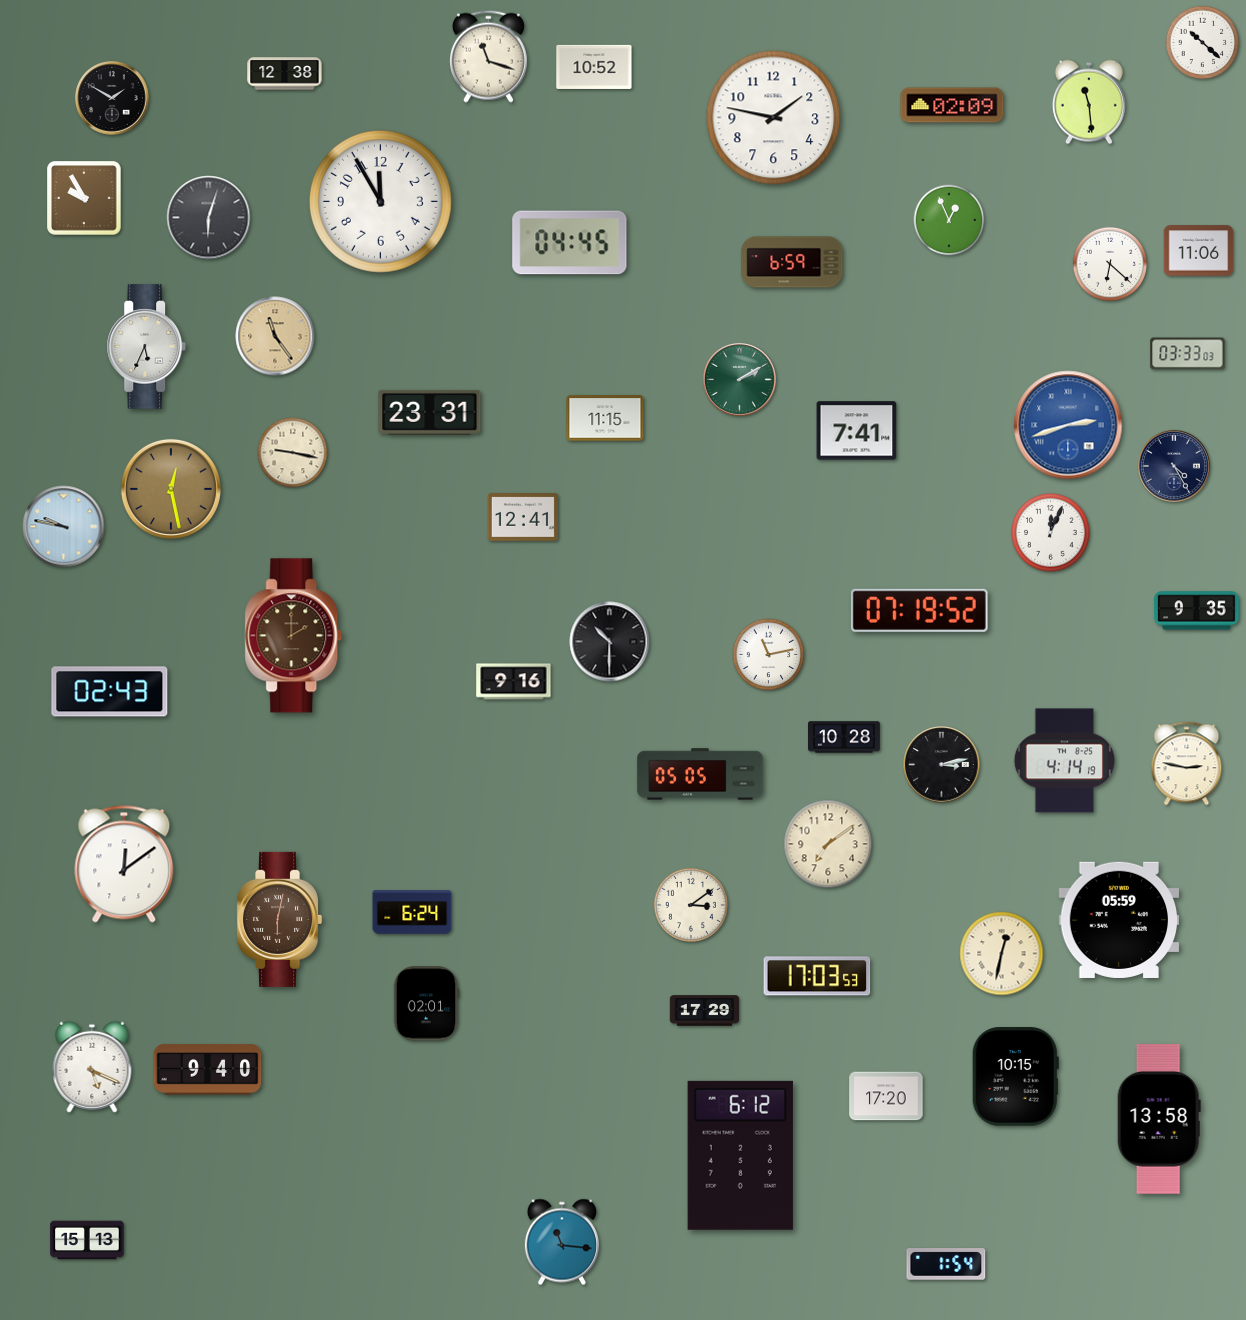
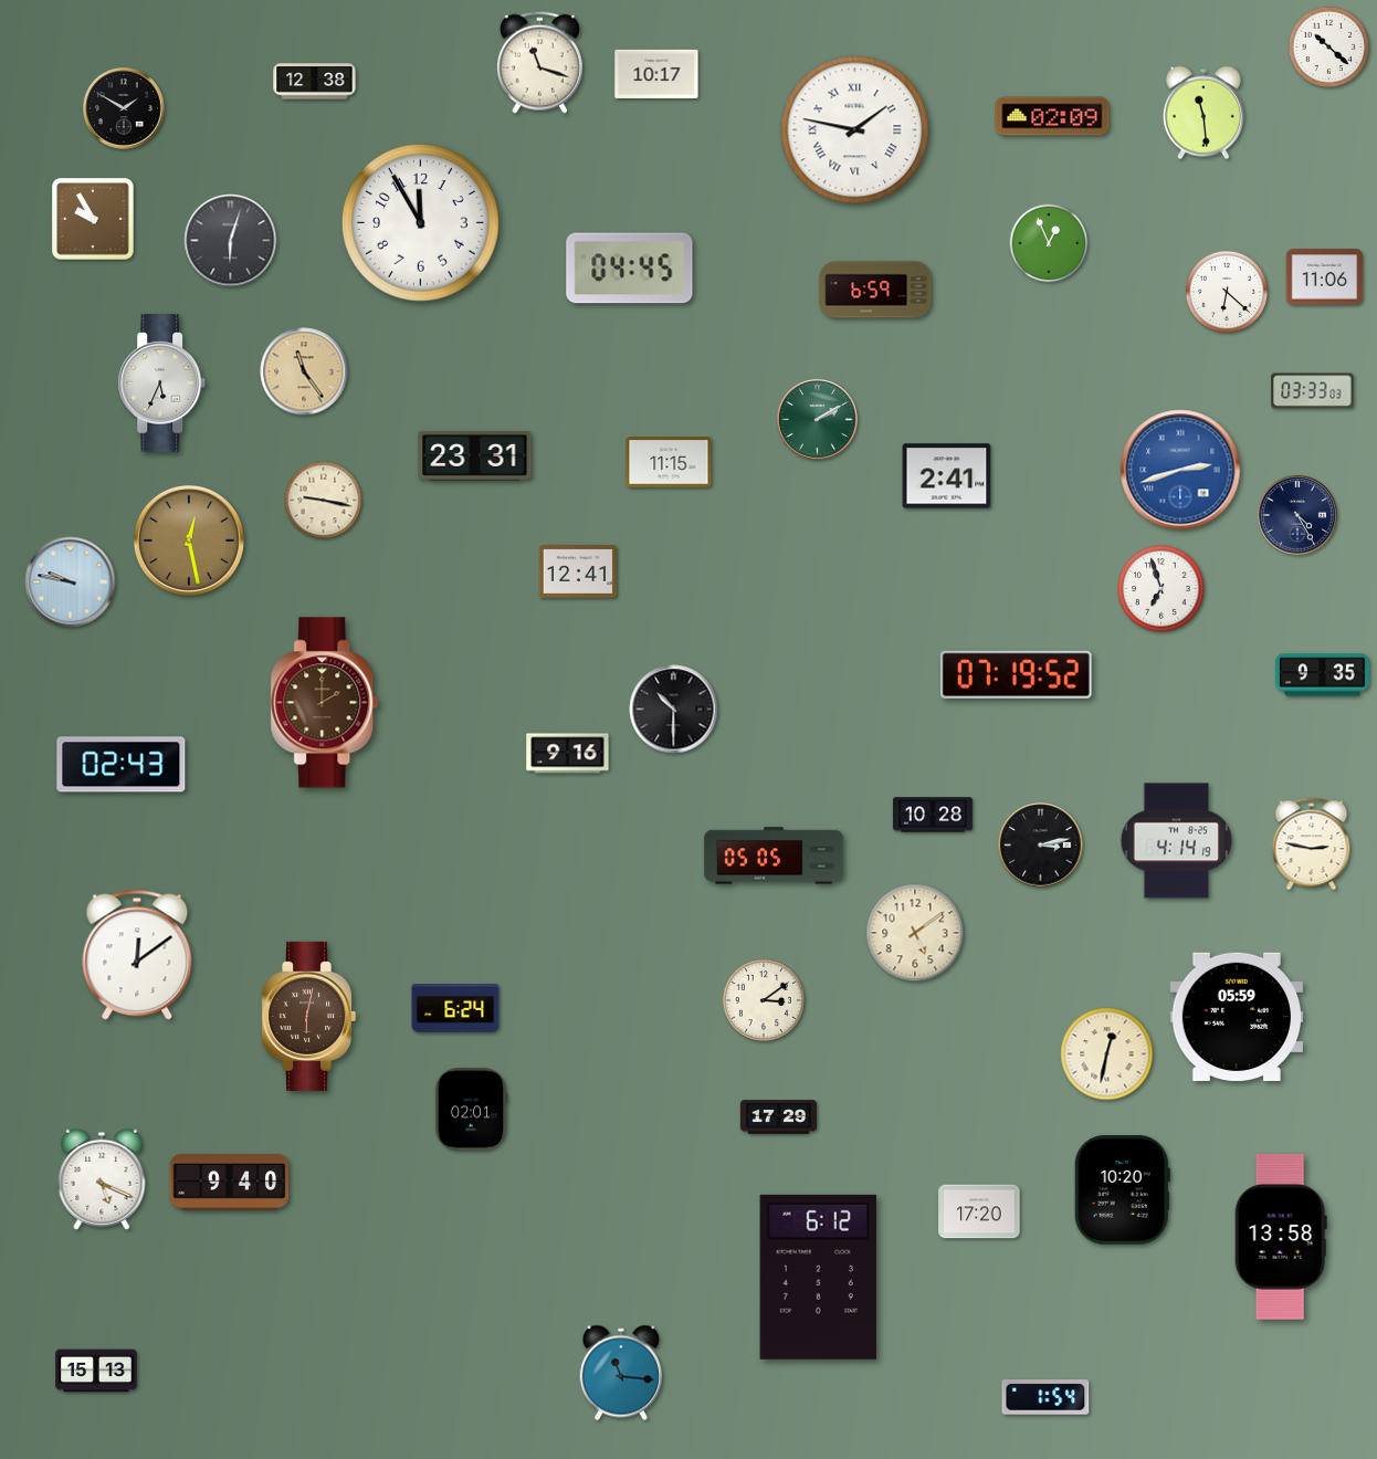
clock at (594, 67): 10:52 -> 10:17
clock at (774, 118) numerals: Arabic -> Roman
clock at (857, 431): 7:41 -> 2:41
clock at (1051, 533): 12:04 -> 6:57
clock at (769, 655): 11:13 -> none
clock at (828, 844): 7:09 -> 5:09
clock at (817, 976): 17:03 -> none
clock at (1015, 1077): 10:15 -> 10:20
